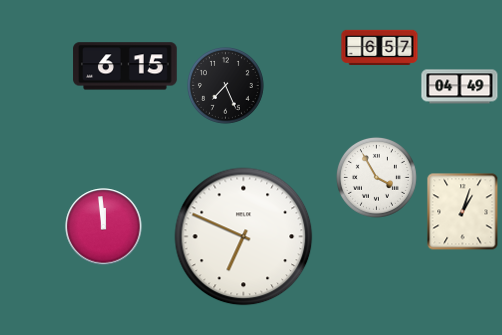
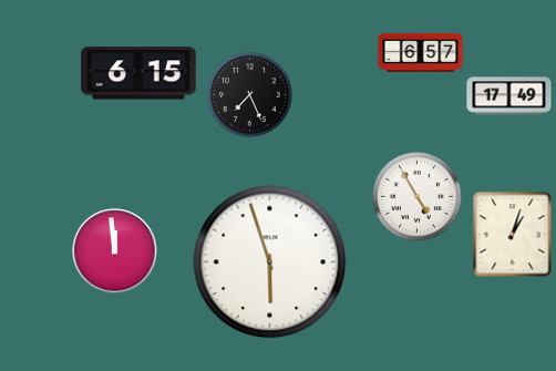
clock at (460, 87): 04:49 -> 17:49
clock at (376, 177): 3:55 -> 4:55
clock at (244, 237): 6:49 -> 5:57
